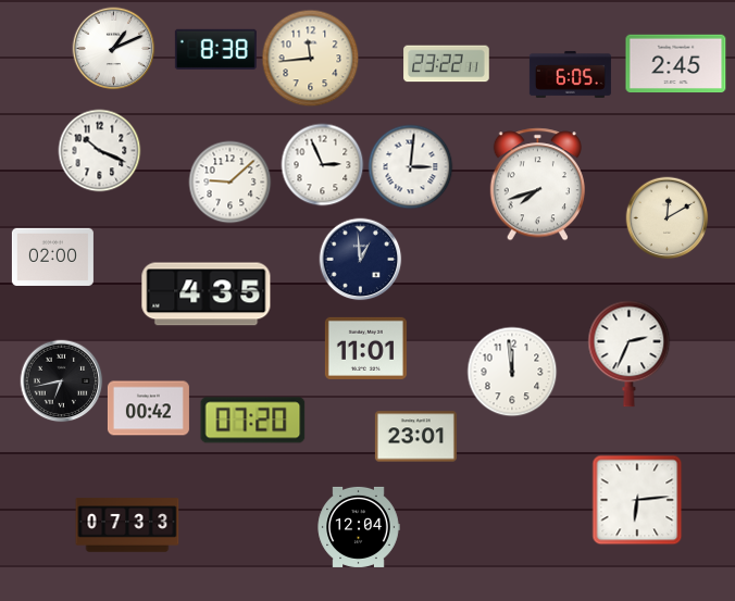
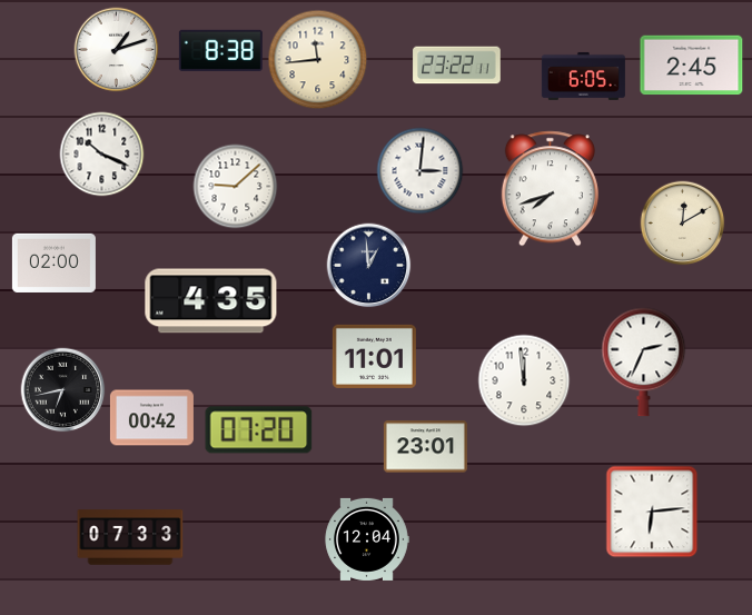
clock at (114, 49): 1:11 -> 1:12
clock at (323, 165): 2:56 -> none
